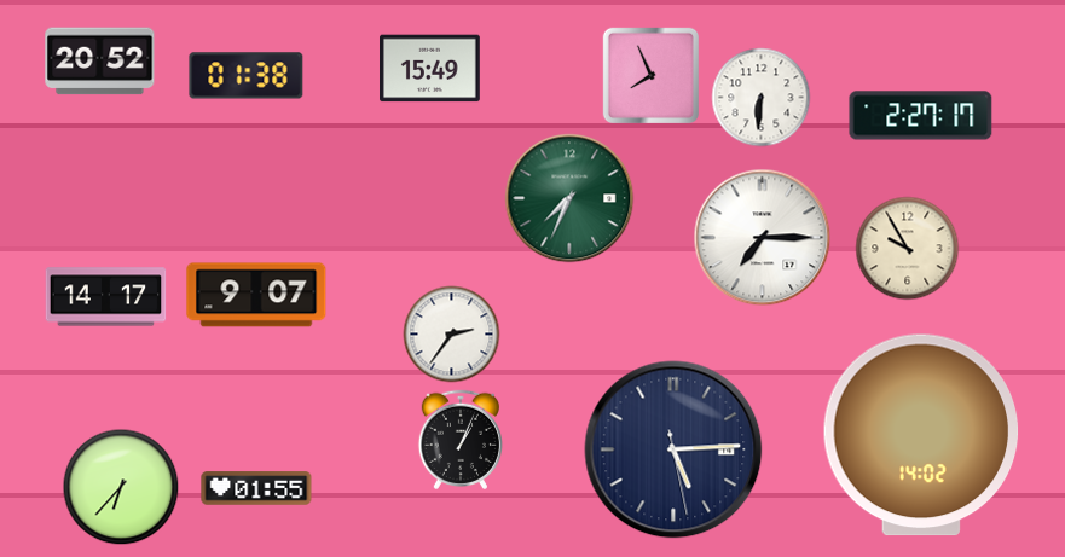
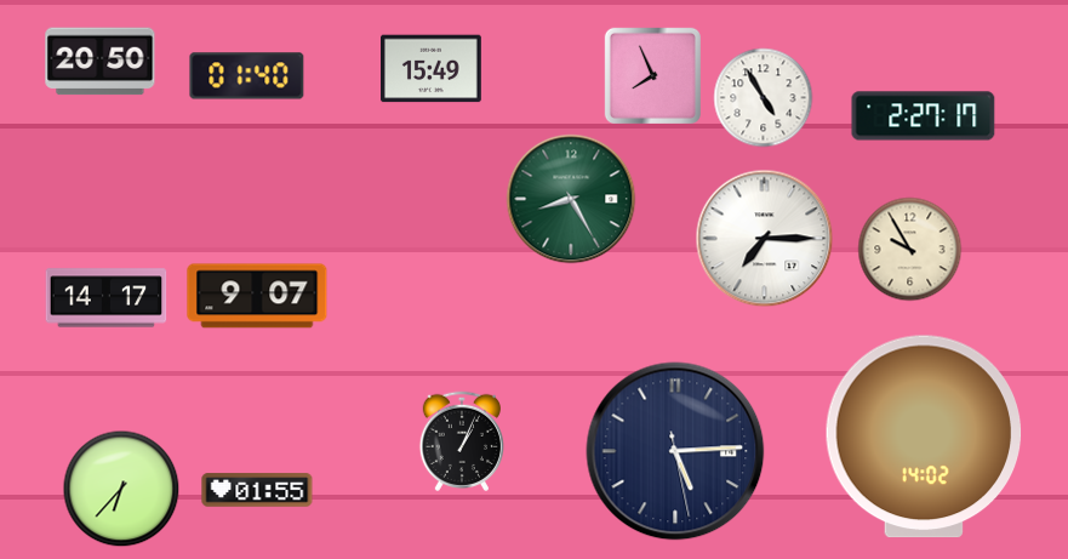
clock at (100, 62): 20:52 -> 20:50
clock at (247, 76): 01:38 -> 01:40
clock at (762, 98): 6:31 -> 4:55
clock at (569, 198): 7:34 -> 8:25
clock at (452, 335): 2:36 -> none
